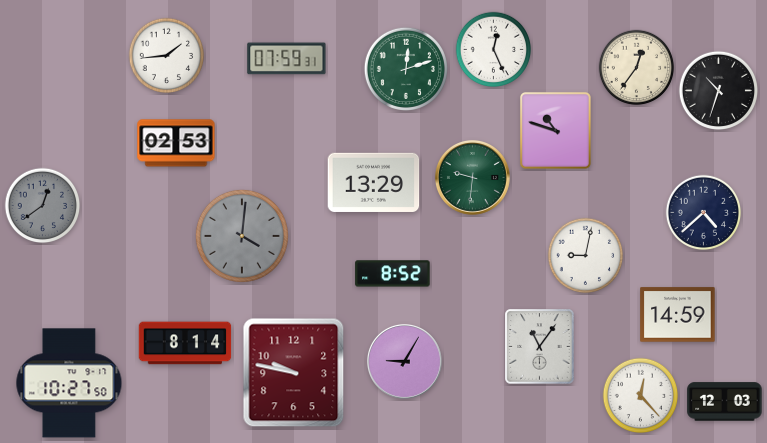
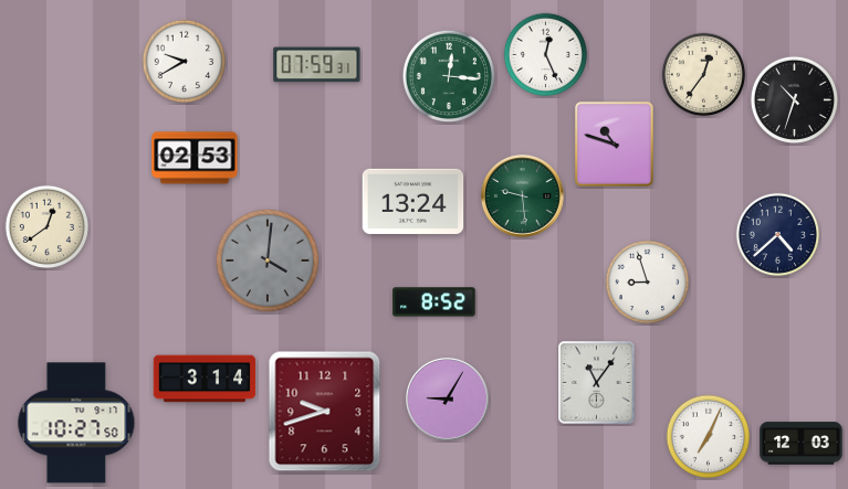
clock at (167, 56): 1:44 -> 9:40
clock at (406, 69): 12:12 -> 12:16
clock at (472, 177): 9:31 -> 9:29
clock at (374, 182): 13:29 -> 13:24
clock at (43, 206) dial: grey -> cream
clock at (586, 256): 9:02 -> 8:57
clock at (678, 315): 14:59 -> none
clock at (185, 343): 8:14 -> 3:14
clock at (294, 373): 9:47 -> 9:42
clock at (641, 396): 12:23 -> 7:04
